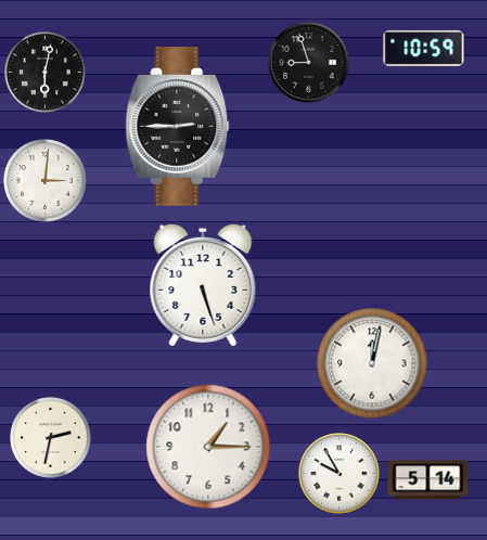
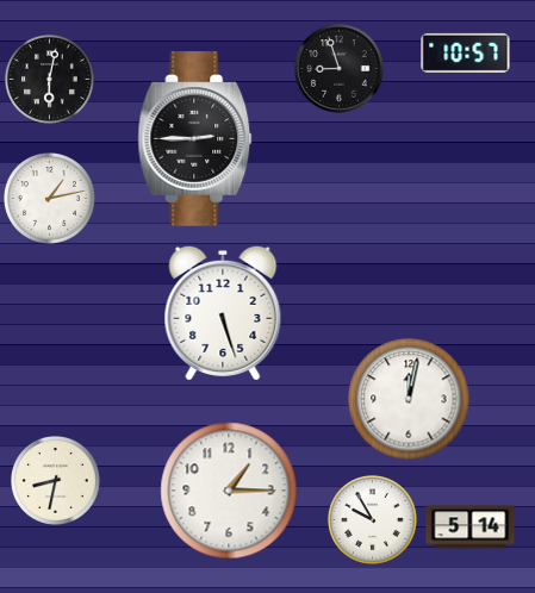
clock at (424, 48): 10:59 -> 10:57
clock at (46, 181): 3:01 -> 1:13
clock at (50, 437): 2:32 -> 8:32
